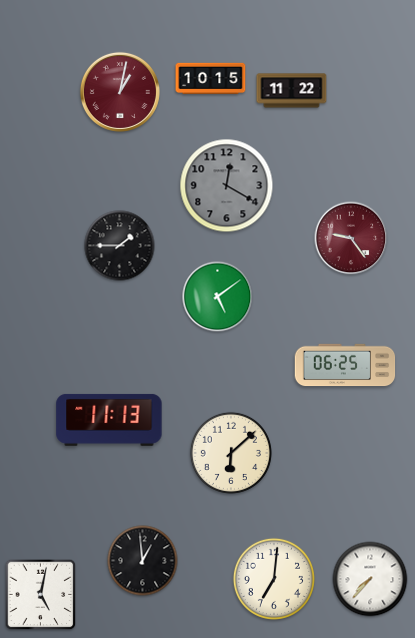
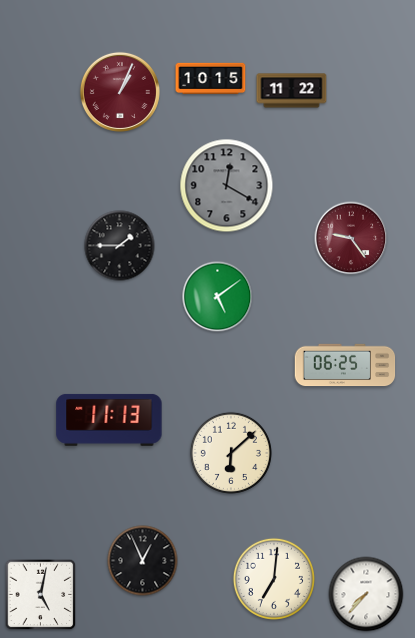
clock at (120, 92): 1:02 -> 1:04
clock at (143, 561): 12:59 -> 12:56
clock at (370, 579) position: (370, 579) -> (366, 594)
